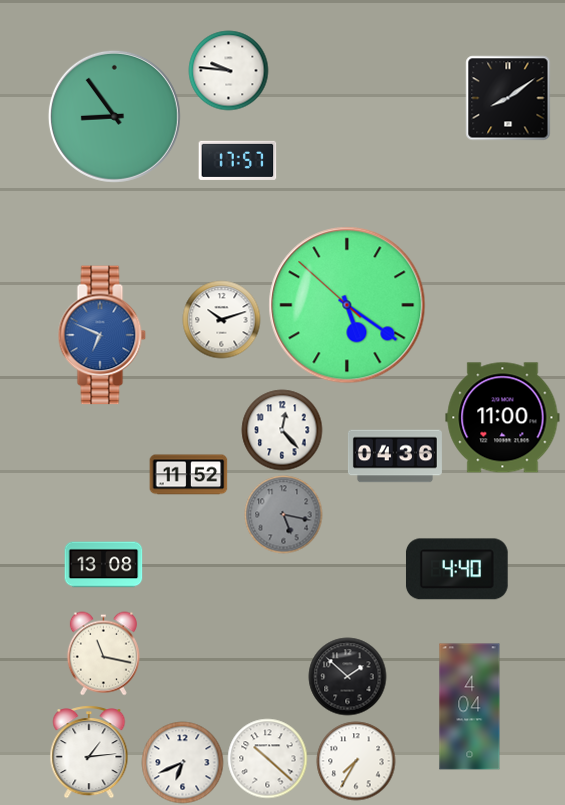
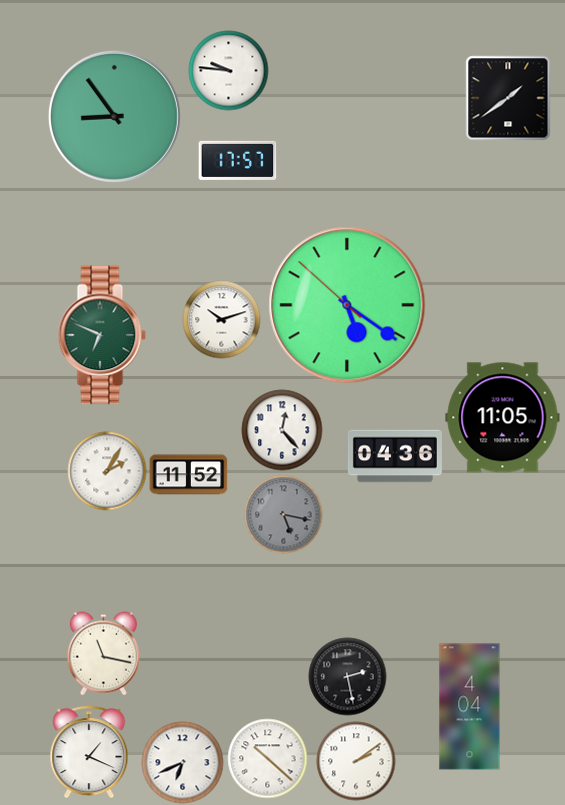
clock at (508, 98): 8:09 -> 1:39
clock at (102, 335) dial: blue -> green
clock at (503, 418): 11:00 -> 11:05
clock at (107, 471): none -> 2:05
clock at (103, 565): 13:08 -> none
clock at (457, 569): 4:40 -> none
clock at (347, 676): 1:52 -> 2:28
clock at (89, 752): 1:14 -> 1:19
clock at (356, 761): 7:35 -> 2:09
